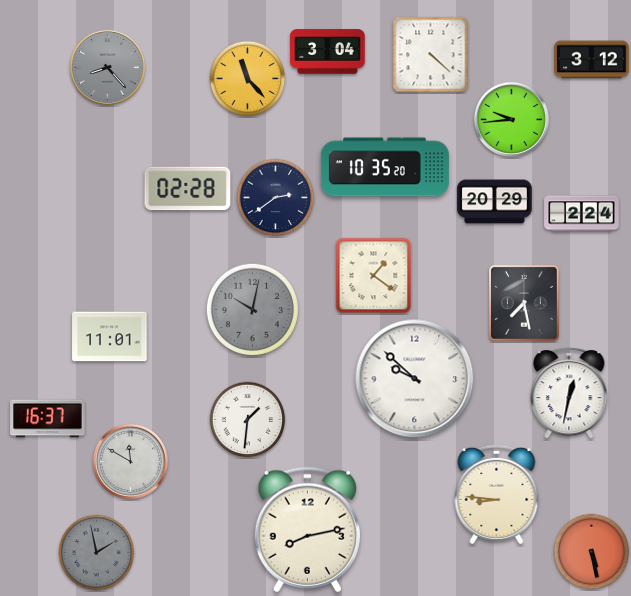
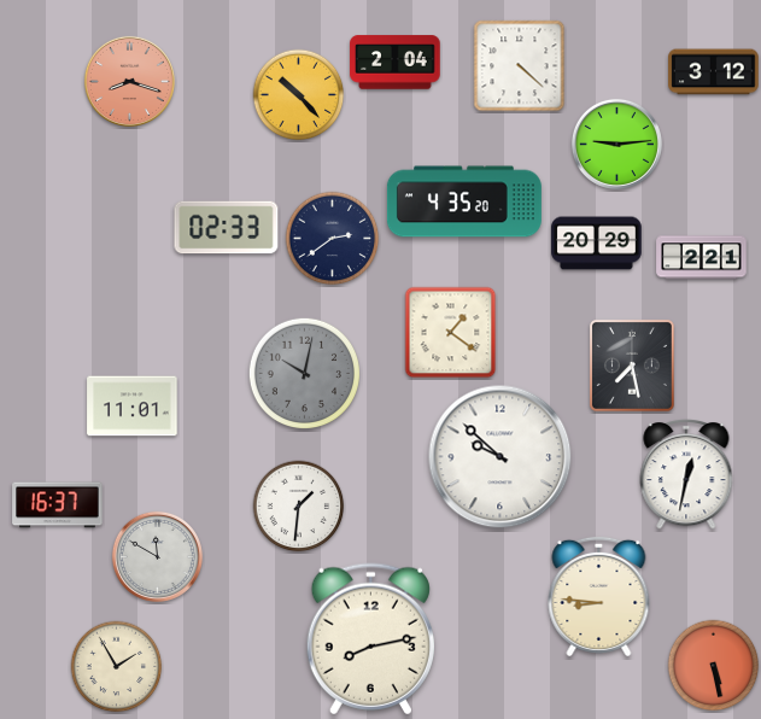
clock at (328, 52): 3:04 -> 2:04
clock at (107, 67): 8:23 -> 8:18
clock at (107, 67) dial: grey -> salmon
clock at (248, 79): 11:23 -> 10:23
clock at (511, 119): 9:44 -> 9:14
clock at (385, 167): 10:35 -> 4:35
clock at (188, 189): 02:28 -> 02:33
clock at (582, 214): 2:24 -> 2:21
clock at (97, 553): 1:58 -> 1:55
clock at (97, 553) dial: grey -> cream
